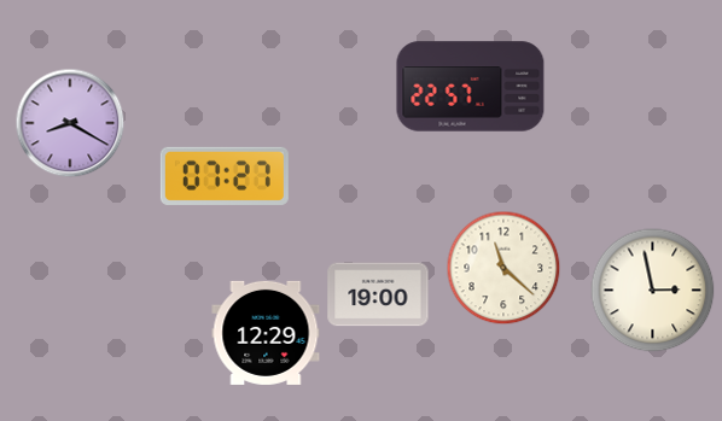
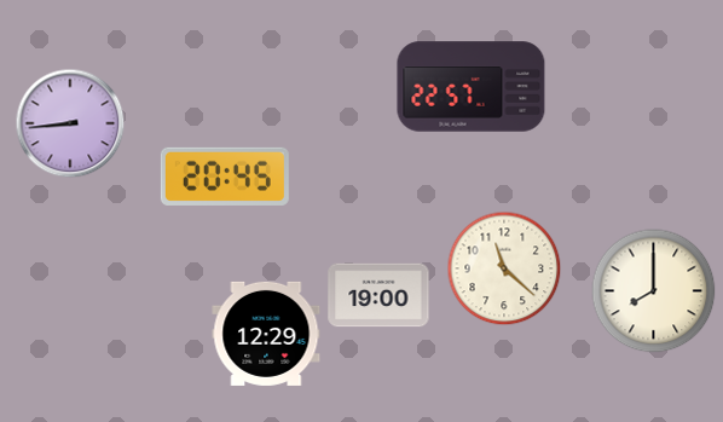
clock at (70, 123): 8:20 -> 8:44
clock at (225, 176): 07:27 -> 20:45
clock at (653, 291): 2:58 -> 8:00
